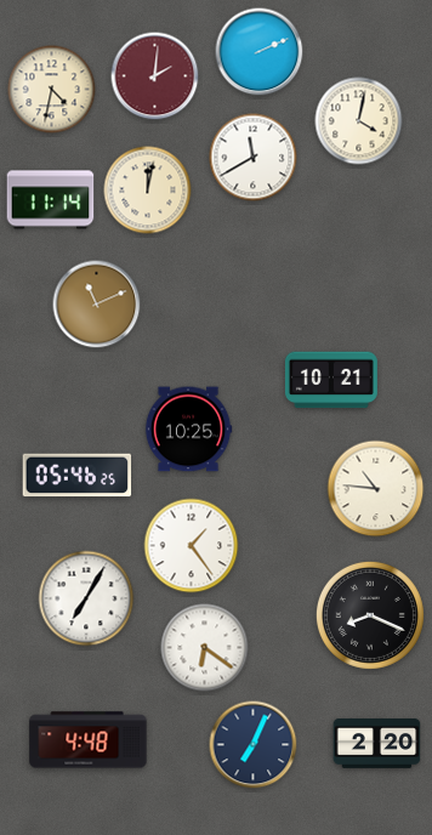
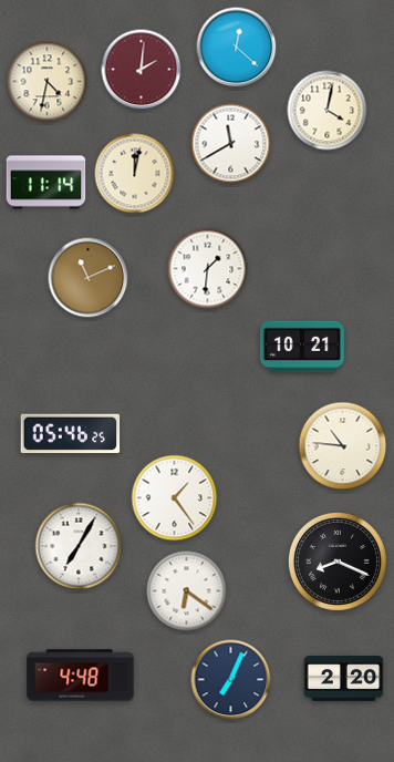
clock at (260, 52): 2:11 -> 12:22
clock at (208, 269): none -> 1:31
clock at (188, 430): 10:25 -> none
